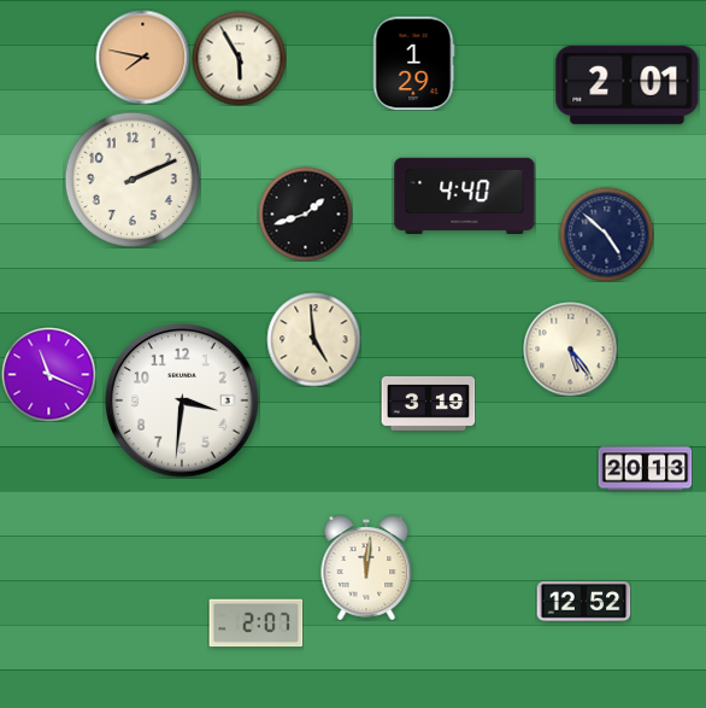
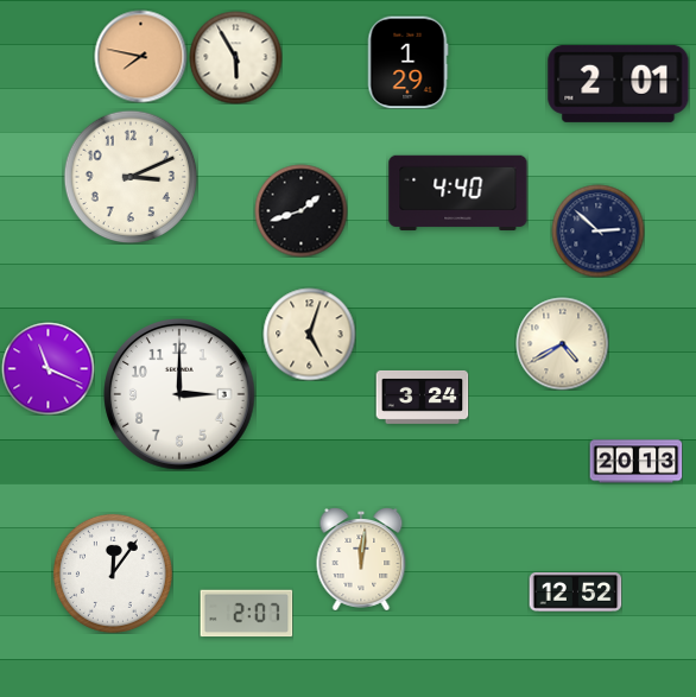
clock at (133, 180): 2:11 -> 3:11
clock at (606, 234): 4:52 -> 2:52
clock at (313, 339): 4:59 -> 5:03
clock at (570, 349): 5:24 -> 4:40
clock at (182, 400): 3:31 -> 3:00
clock at (428, 403): 3:19 -> 3:24
clock at (113, 574): none -> 12:06
clock at (255, 624) position: (255, 624) -> (246, 614)
